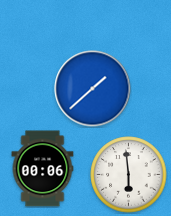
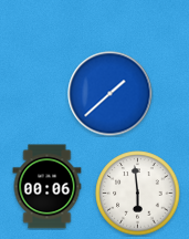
clock at (93, 89) position: (93, 89) -> (111, 94)
clock at (129, 175) position: (129, 175) -> (138, 194)
